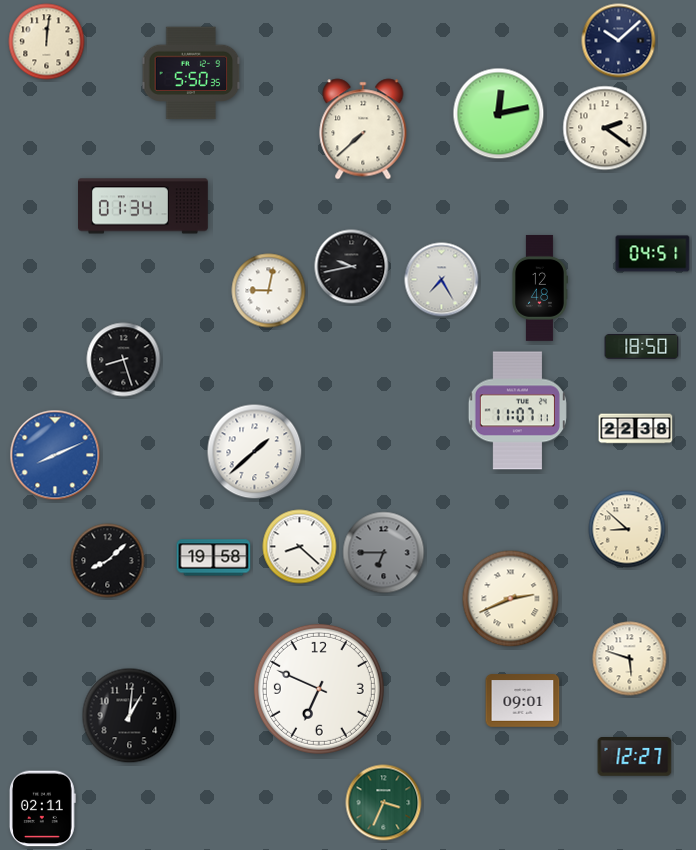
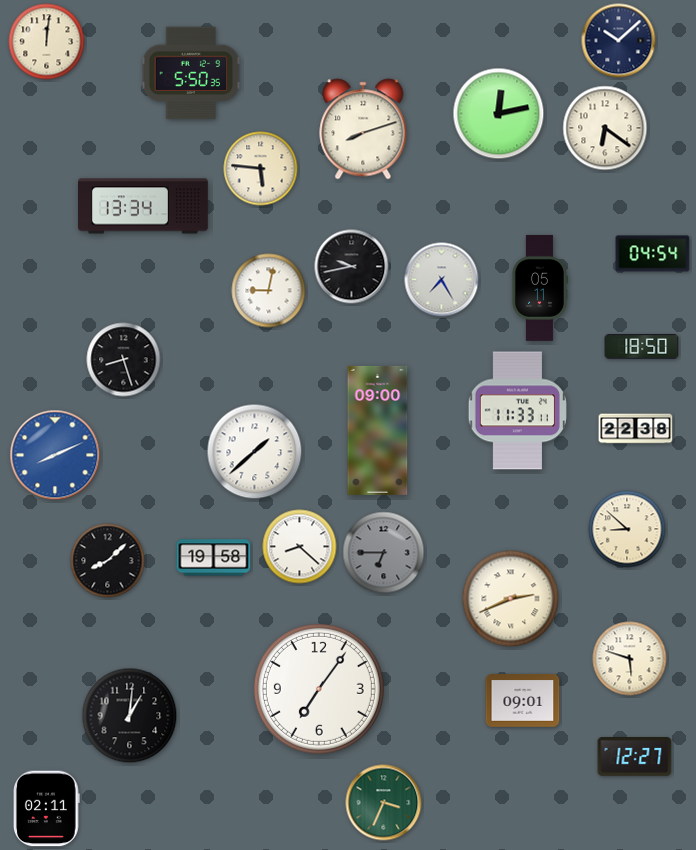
clock at (605, 128): 2:21 -> 6:21
clock at (363, 129): 7:38 -> 8:12
clock at (261, 169): none -> 5:46
clock at (144, 206): 01:34 -> 13:34
clock at (653, 254): 04:51 -> 04:54
clock at (539, 288): 12:48 -> 05:11
clock at (517, 411): 11:07 -> 11:33
clock at (378, 430): none -> 09:00
clock at (319, 689): 6:49 -> 7:06
clock at (42, 809) position: (42, 809) -> (46, 809)
